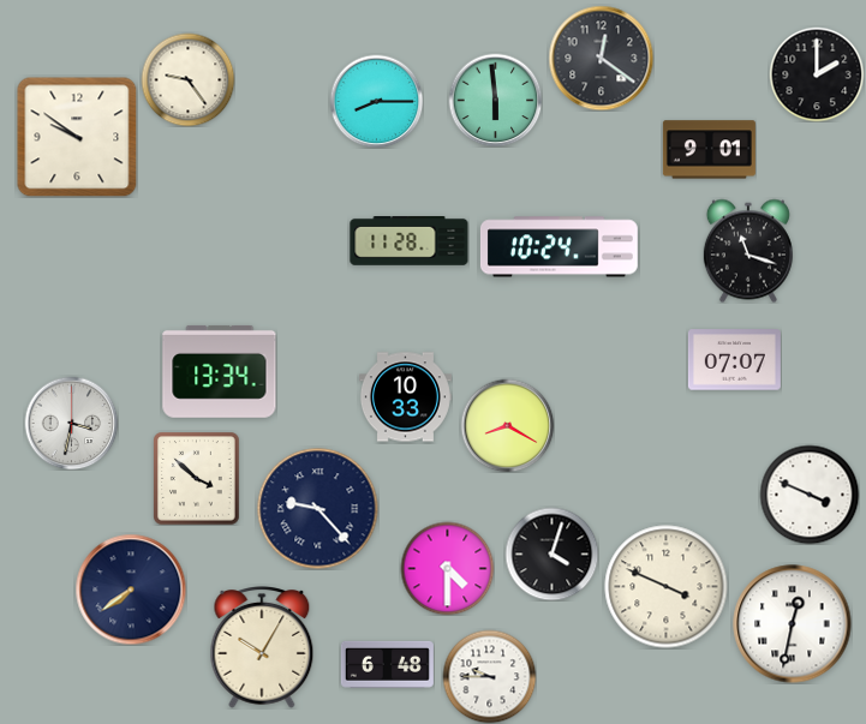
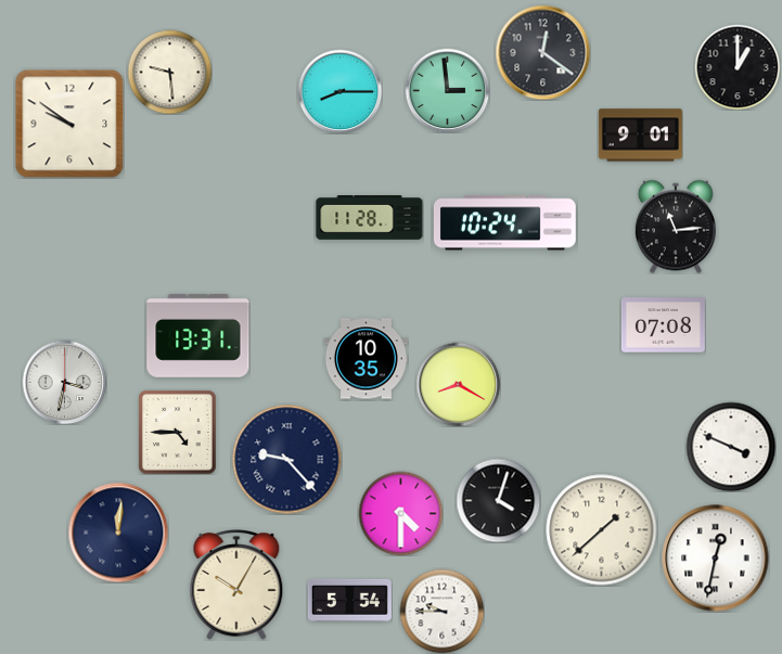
clock at (817, 74): 2:00 -> 1:00
clock at (187, 79): 9:24 -> 9:29
clock at (495, 100): 5:59 -> 2:59
clock at (748, 251): 11:18 -> 11:14
clock at (734, 360): 07:07 -> 07:08
clock at (220, 371): 13:34 -> 13:31
clock at (405, 397): 10:33 -> 10:35
clock at (197, 478): 3:52 -> 4:45
clock at (447, 568) position: (447, 568) -> (400, 513)
clock at (667, 587): 3:49 -> 1:38
clock at (131, 590): 7:39 -> 12:01
clock at (793, 624) position: (793, 624) -> (716, 559)
clock at (387, 664): 6:48 -> 5:54
